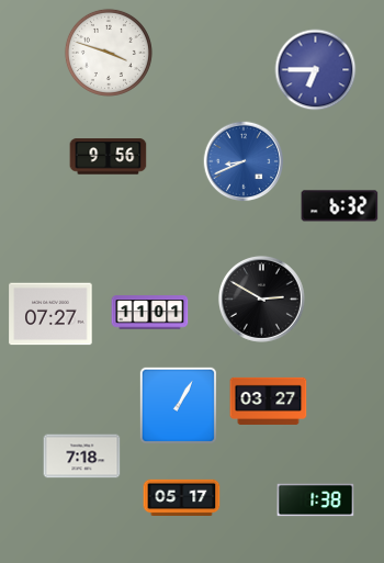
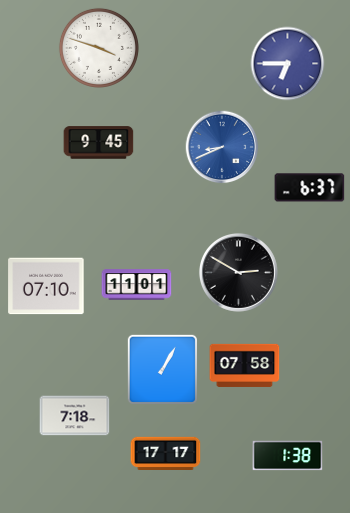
clock at (109, 157): 9:56 -> 9:45
clock at (340, 206): 6:32 -> 6:37
clock at (50, 314): 07:27 -> 07:10
clock at (269, 401): 03:27 -> 07:58
clock at (182, 498): 05:17 -> 17:17
